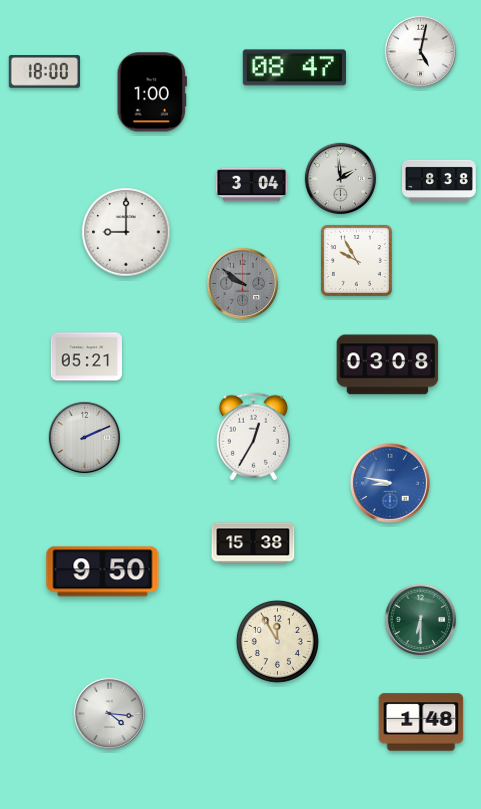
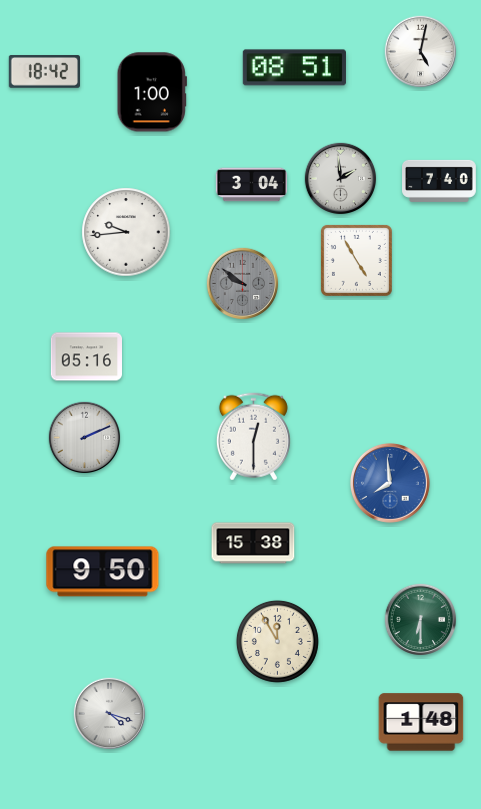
clock at (294, 68): 08:47 -> 08:51
clock at (44, 72): 18:00 -> 18:42
clock at (440, 181): 8:38 -> 7:40
clock at (126, 232): 9:00 -> 9:44
clock at (356, 260): 9:55 -> 4:55
clock at (86, 357): 05:21 -> 05:16
clock at (388, 365): 03:08 -> none
clock at (253, 437): 12:35 -> 12:30
clock at (390, 483): 8:47 -> 7:59
clock at (110, 714): 4:16 -> 4:18
